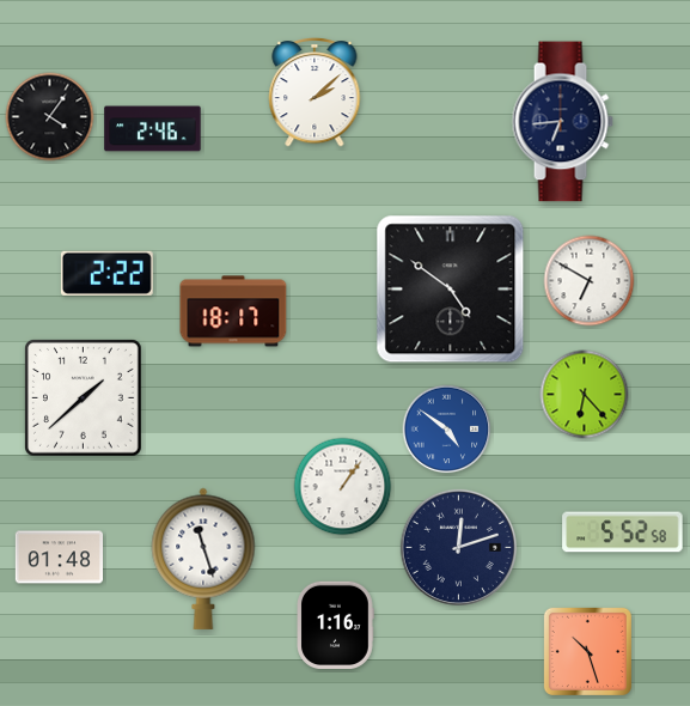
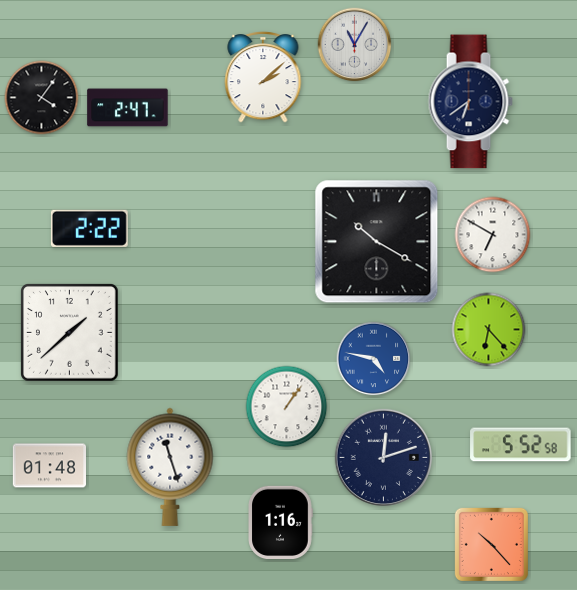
clock at (355, 45): none -> 11:05
clock at (562, 122): 6:44 -> 6:39
clock at (153, 129): 2:46 -> 2:47
clock at (451, 290): 4:51 -> 10:20
clock at (233, 311): 18:17 -> none
clock at (447, 430): 4:51 -> 4:47
clock at (587, 651): 10:27 -> 10:23
